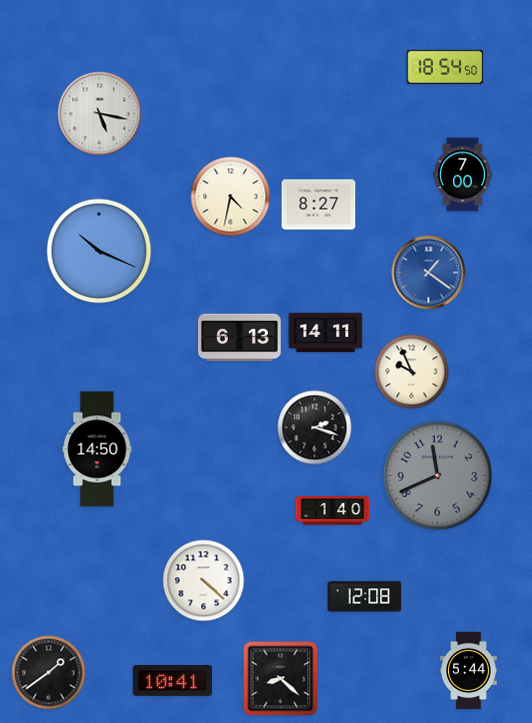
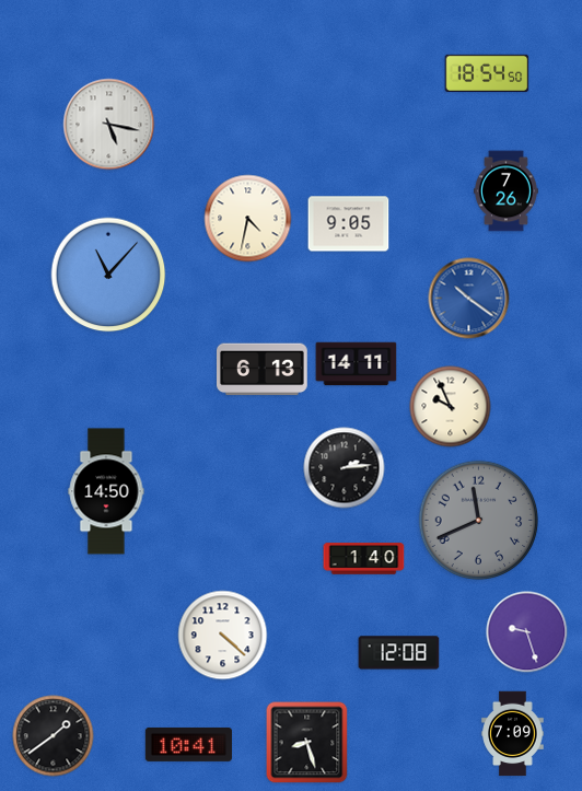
clock at (463, 175): 7:00 -> 7:26
clock at (231, 197) position: (231, 197) -> (248, 219)
clock at (319, 205): 8:27 -> 9:05
clock at (99, 251): 10:19 -> 11:07
clock at (429, 273): 1:21 -> 10:21
clock at (315, 428): 2:18 -> 2:14
clock at (527, 632): none -> 9:27
clock at (469, 671): 5:44 -> 7:09
clock at (281, 679): 8:22 -> 8:27
